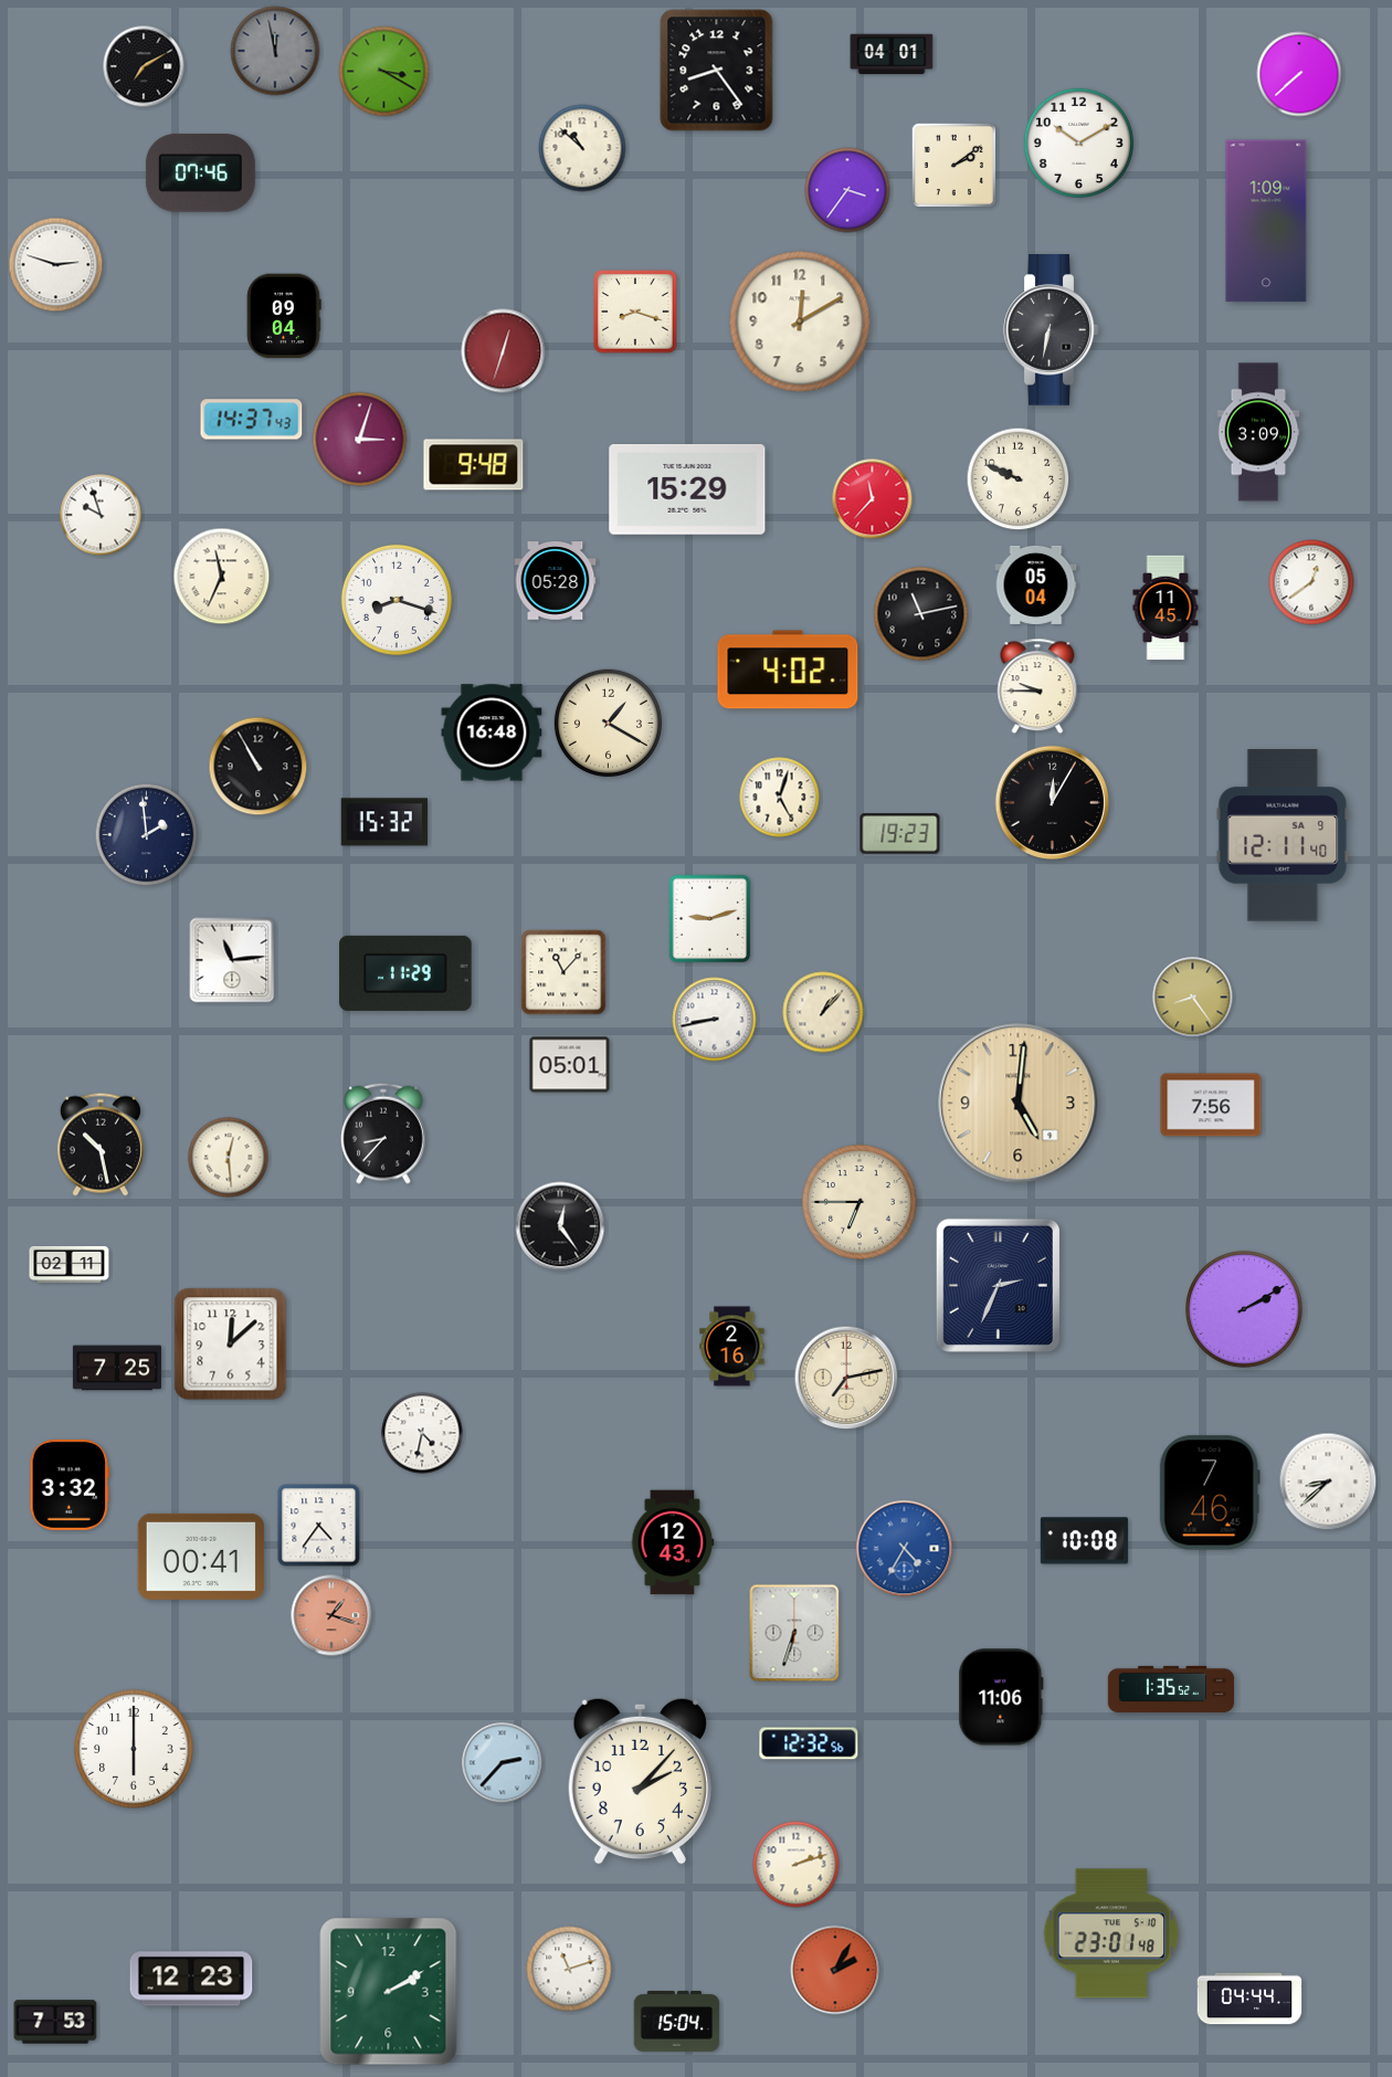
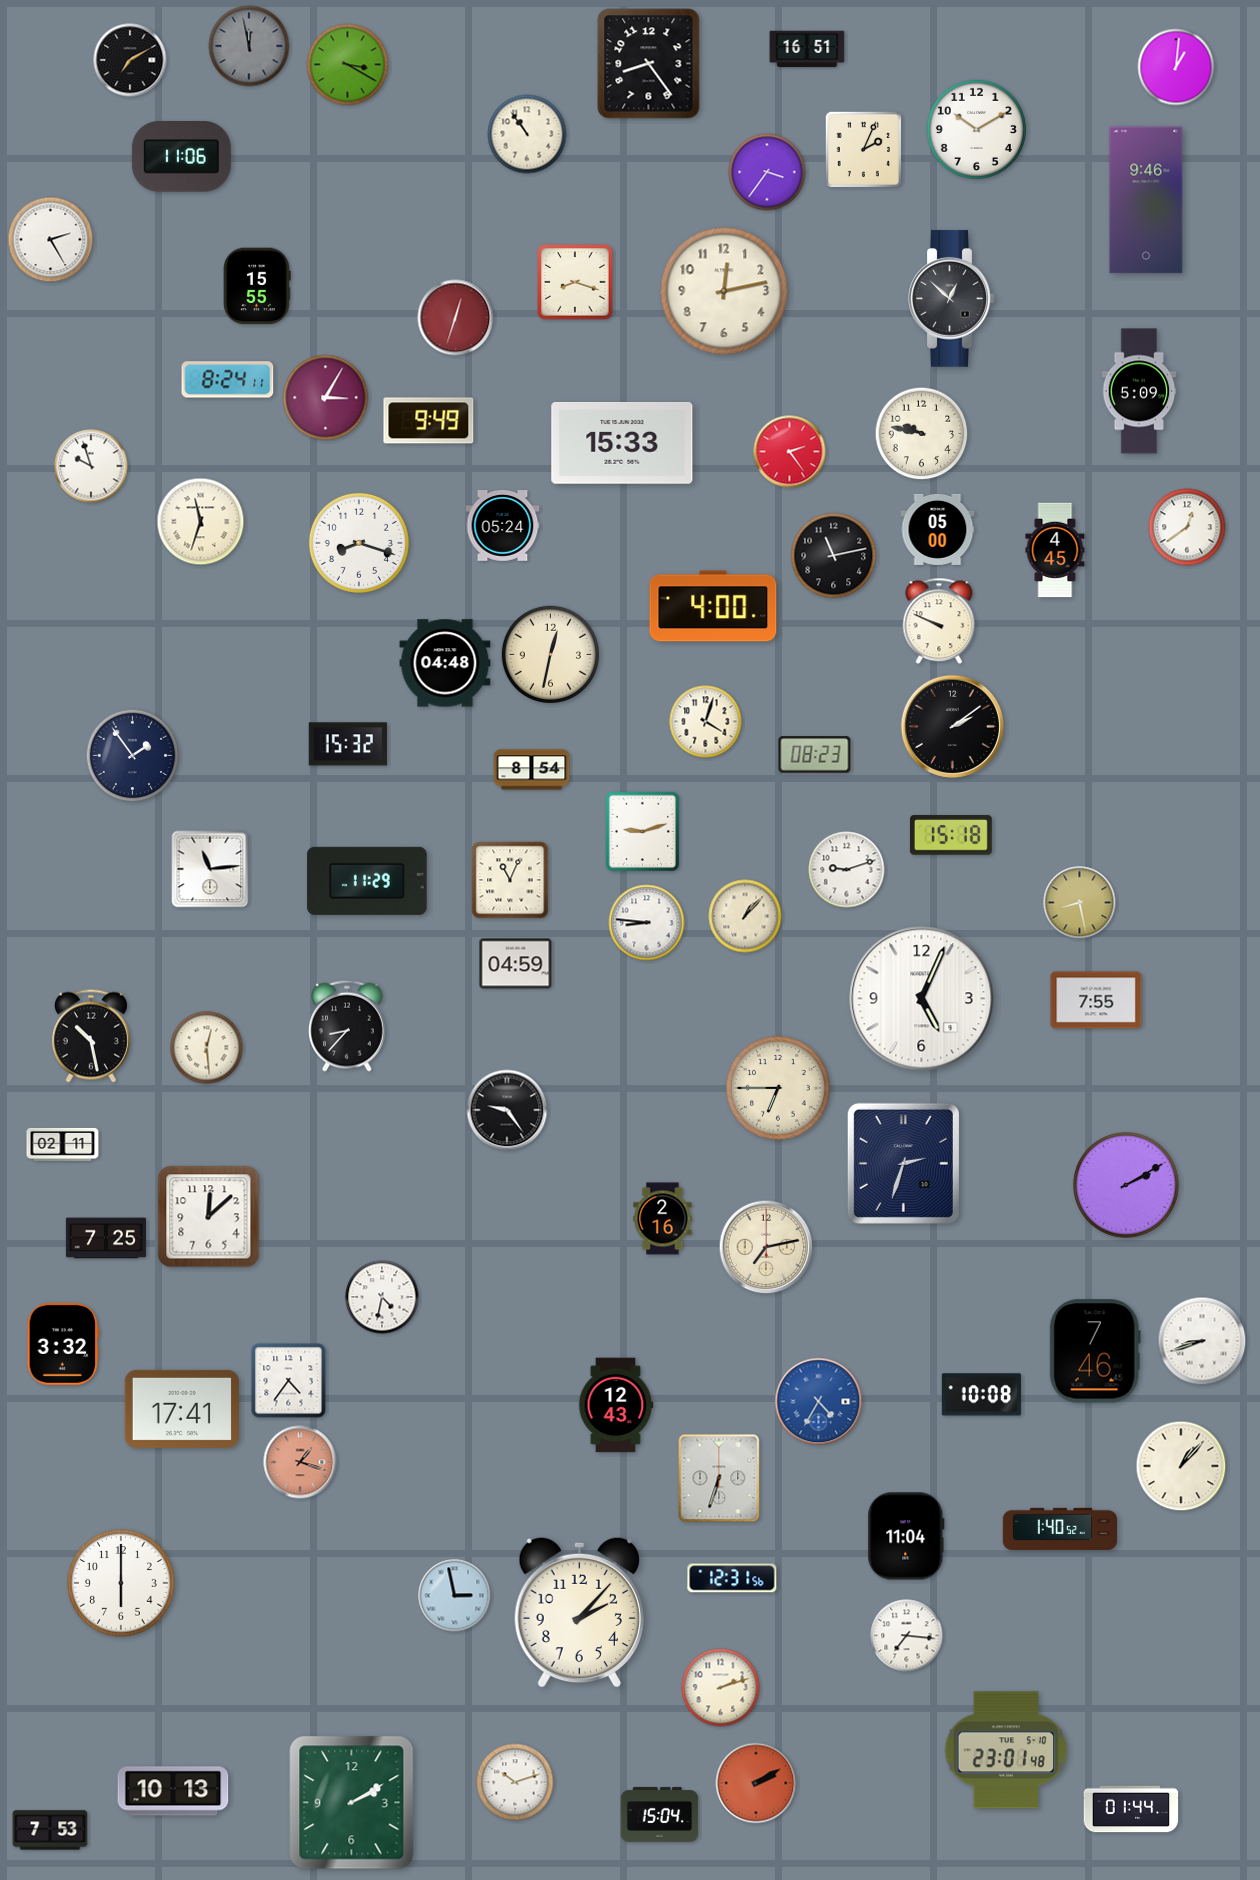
clock at (892, 54): 04:01 -> 16:51
clock at (1299, 74): 7:38 -> 1:01
clock at (582, 148): 10:52 -> 10:54
clock at (953, 165): 2:09 -> 2:04
clock at (200, 173): 07:46 -> 11:06
clock at (1266, 221): 1:09 -> 9:46
clock at (56, 265): 2:48 -> 2:25
clock at (284, 316): 09:04 -> 15:55
clock at (800, 321): 12:10 -> 12:13
clock at (1052, 330): 6:32 -> 12:52
clock at (252, 420): 14:37 -> 8:24
clock at (1258, 432): 3:09 -> 5:09
clock at (360, 440): 3:03 -> 3:05
clock at (474, 465): 9:48 -> 9:49
clock at (1019, 479): 9:49 -> 9:47
clock at (687, 489): 15:29 -> 15:33
clock at (873, 499): 11:37 -> 2:24
clock at (222, 577): 11:34 -> 11:33
clock at (556, 581): 05:28 -> 05:24
clock at (1036, 584): 05:04 -> 05:00
clock at (1166, 608): 11:45 -> 4:45
clock at (788, 670): 4:02 -> 4:00
clock at (1037, 686): 9:45 -> 9:49
clock at (608, 723): 1:20 -> 12:32
clock at (492, 732): 16:48 -> 04:48
clock at (259, 767): 10:55 -> none
clock at (780, 798): 5:03 -> 4:03
clock at (1052, 802): 12:05 -> 2:09
clock at (900, 834): 19:23 -> 08:23
clock at (147, 835): 1:59 -> 1:54
clock at (1283, 835): 12:11 -> none
clock at (532, 770): none -> 8:54
clock at (951, 835): none -> 15:18
clock at (847, 870): none -> 9:12
clock at (563, 972): 11:07 -> 11:04
clock at (1193, 998): 8:24 -> 8:28
clock at (715, 1020): 8:43 -> 8:46
clock at (570, 1065): 05:01 -> 04:59
clock at (1019, 1104): 5:01 -> 5:04
clock at (1019, 1104) dial: champagne -> white
clock at (1211, 1105): 7:56 -> 7:55
clock at (560, 1226): 12:24 -> 9:24
clock at (998, 1285): 2:34 -> 2:33
clock at (1328, 1482): 8:38 -> 8:42
clock at (673, 1542) position: (673, 1542) -> (616, 1405)
clock at (201, 1557): 00:41 -> 17:41
clock at (1181, 1466): none -> 1:07
clock at (1171, 1689): 1:35 -> 1:40
clock at (1001, 1697): 11:06 -> 11:04
clock at (809, 1743): 12:32 -> 12:31
clock at (503, 1763): 2:37 -> 2:58
clock at (907, 1636): none -> 7:16
clock at (569, 1969): 11:12 -> 10:12
clock at (835, 1970): 2:05 -> 2:10
clock at (191, 1979): 12:23 -> 10:13
clock at (1249, 1999): 04:44 -> 01:44
clock at (677, 2021) position: (677, 2021) -> (660, 1814)
